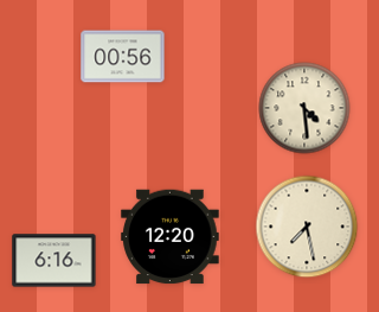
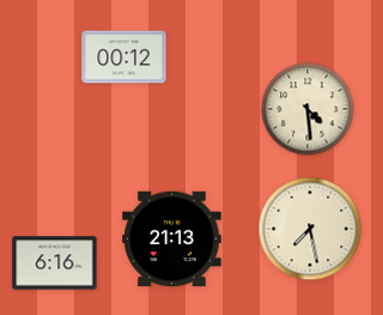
clock at (123, 57): 00:56 -> 00:12
clock at (171, 237): 12:20 -> 21:13
